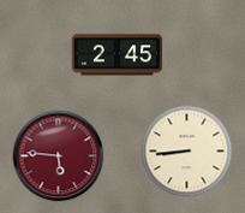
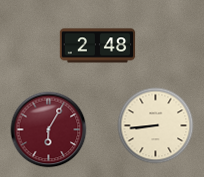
clock at (118, 55): 2:45 -> 2:48
clock at (59, 156): 5:46 -> 6:05
